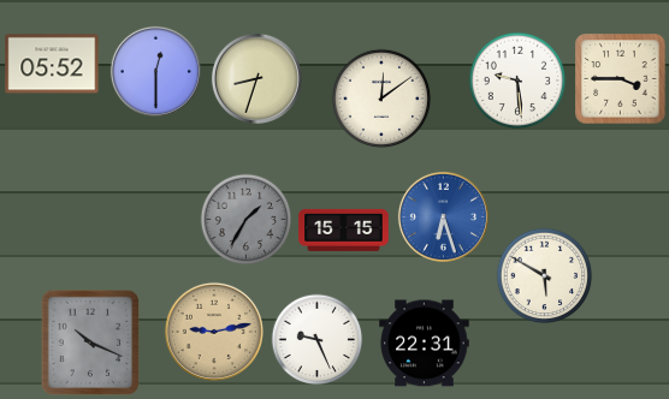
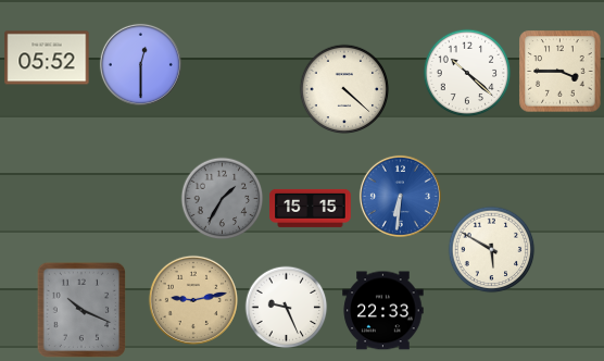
clock at (256, 78): 8:33 -> none
clock at (517, 81): 9:29 -> 10:22
clock at (381, 99): 12:09 -> 4:22
clock at (443, 216): 6:27 -> 6:31
clock at (425, 344): 22:31 -> 22:33
